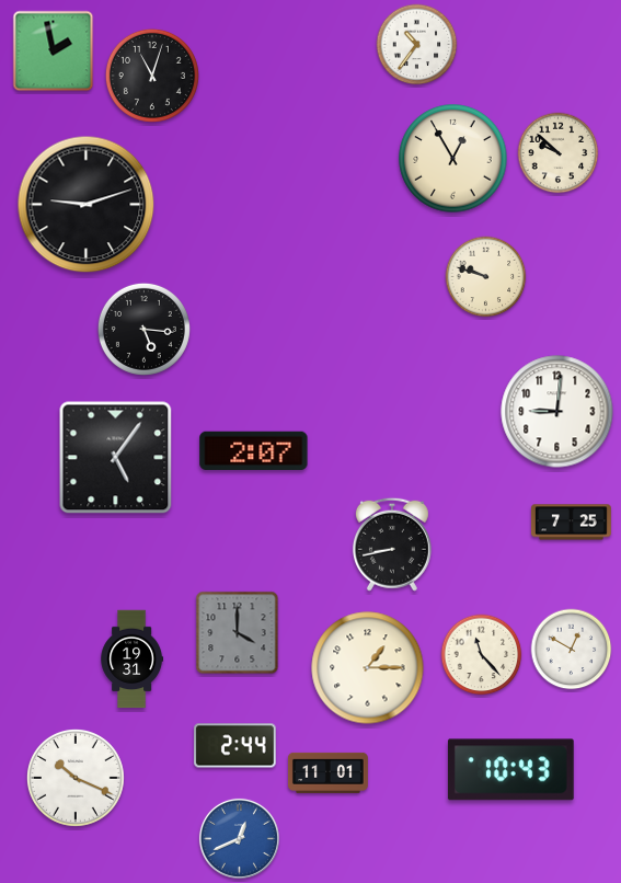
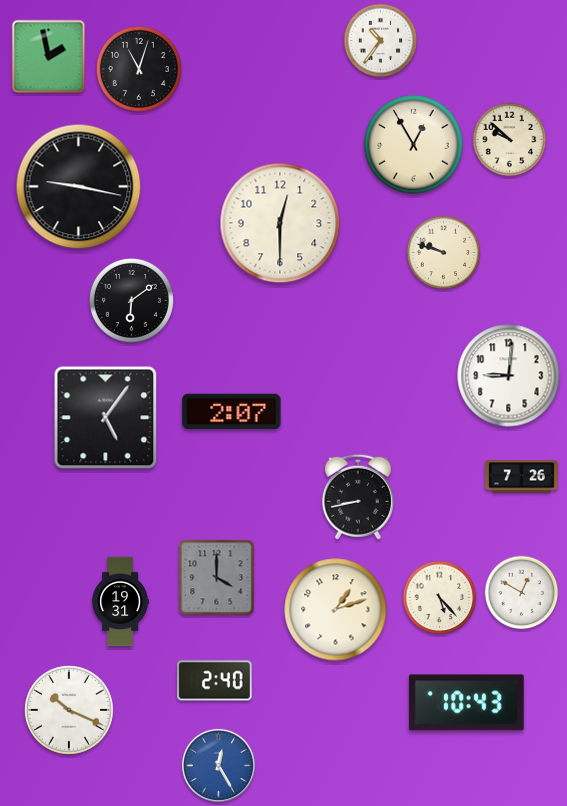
clock at (54, 51) position: (54, 51) -> (49, 57)
clock at (87, 205): 9:12 -> 9:17
clock at (280, 223): none -> 12:30
clock at (143, 329): 5:16 -> 6:09
clock at (571, 523): 7:25 -> 7:26
clock at (482, 655): 11:23 -> 5:23
clock at (368, 668): 1:15 -> 1:12
clock at (235, 746): 2:44 -> 2:40
clock at (327, 772): 11:01 -> none
clock at (239, 838): 12:41 -> 12:25
